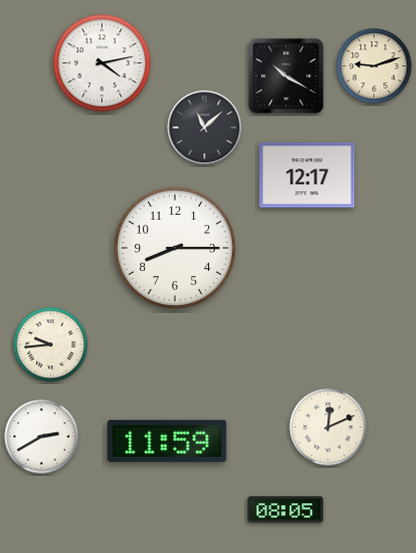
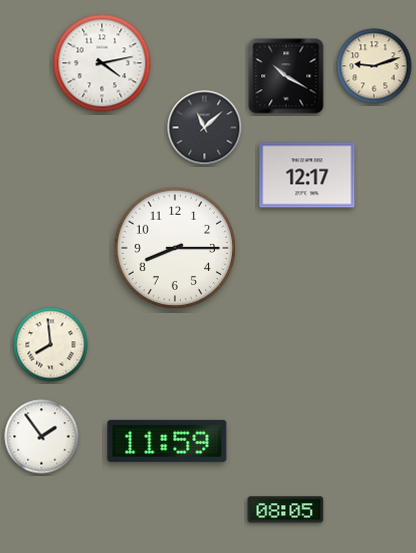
clock at (51, 345): 9:44 -> 7:59
clock at (328, 427): 12:11 -> none
clock at (42, 437): 2:40 -> 1:54
